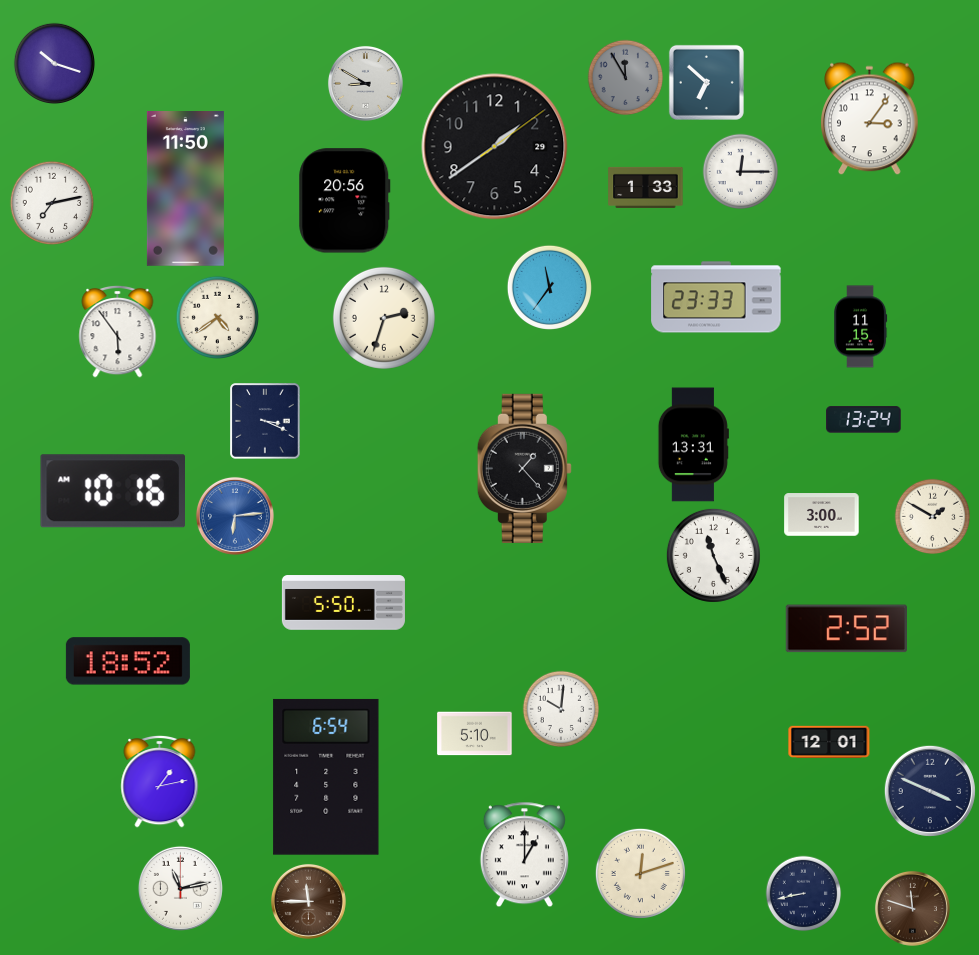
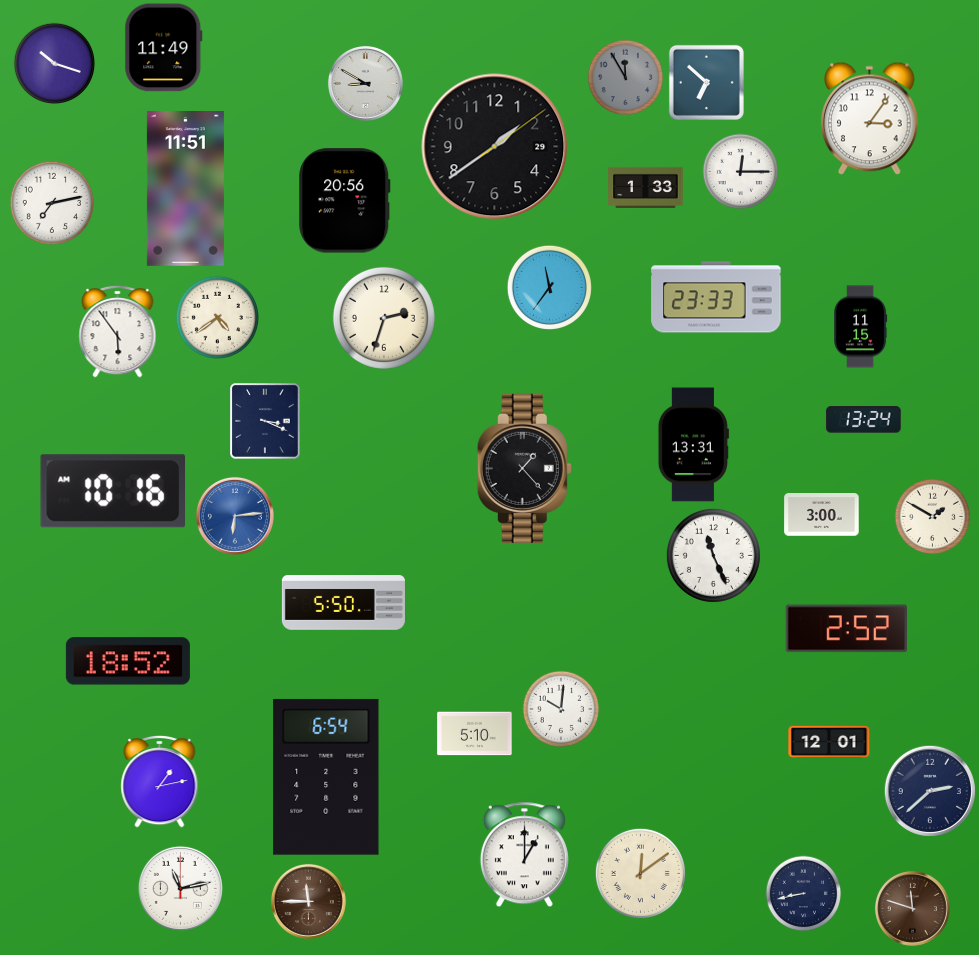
clock at (164, 48): none -> 11:49
clock at (185, 189): 11:50 -> 11:51
clock at (930, 791): 3:49 -> 2:38
clock at (640, 873): 12:12 -> 12:09
